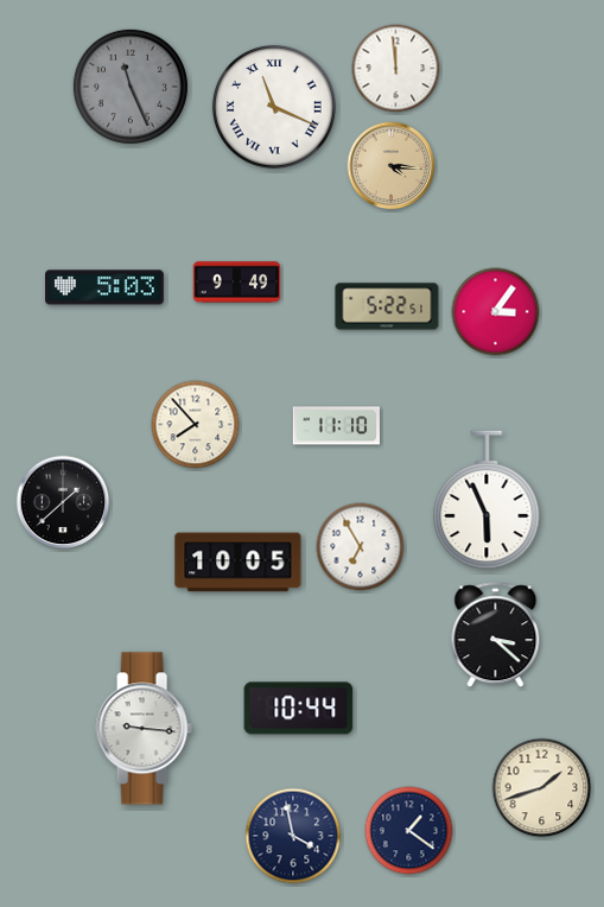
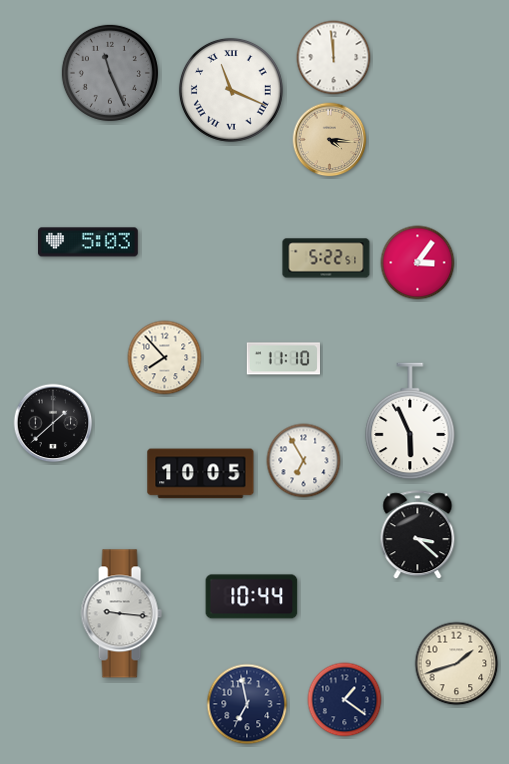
clock at (237, 283): 9:49 -> none
clock at (293, 836): 3:58 -> 6:58
